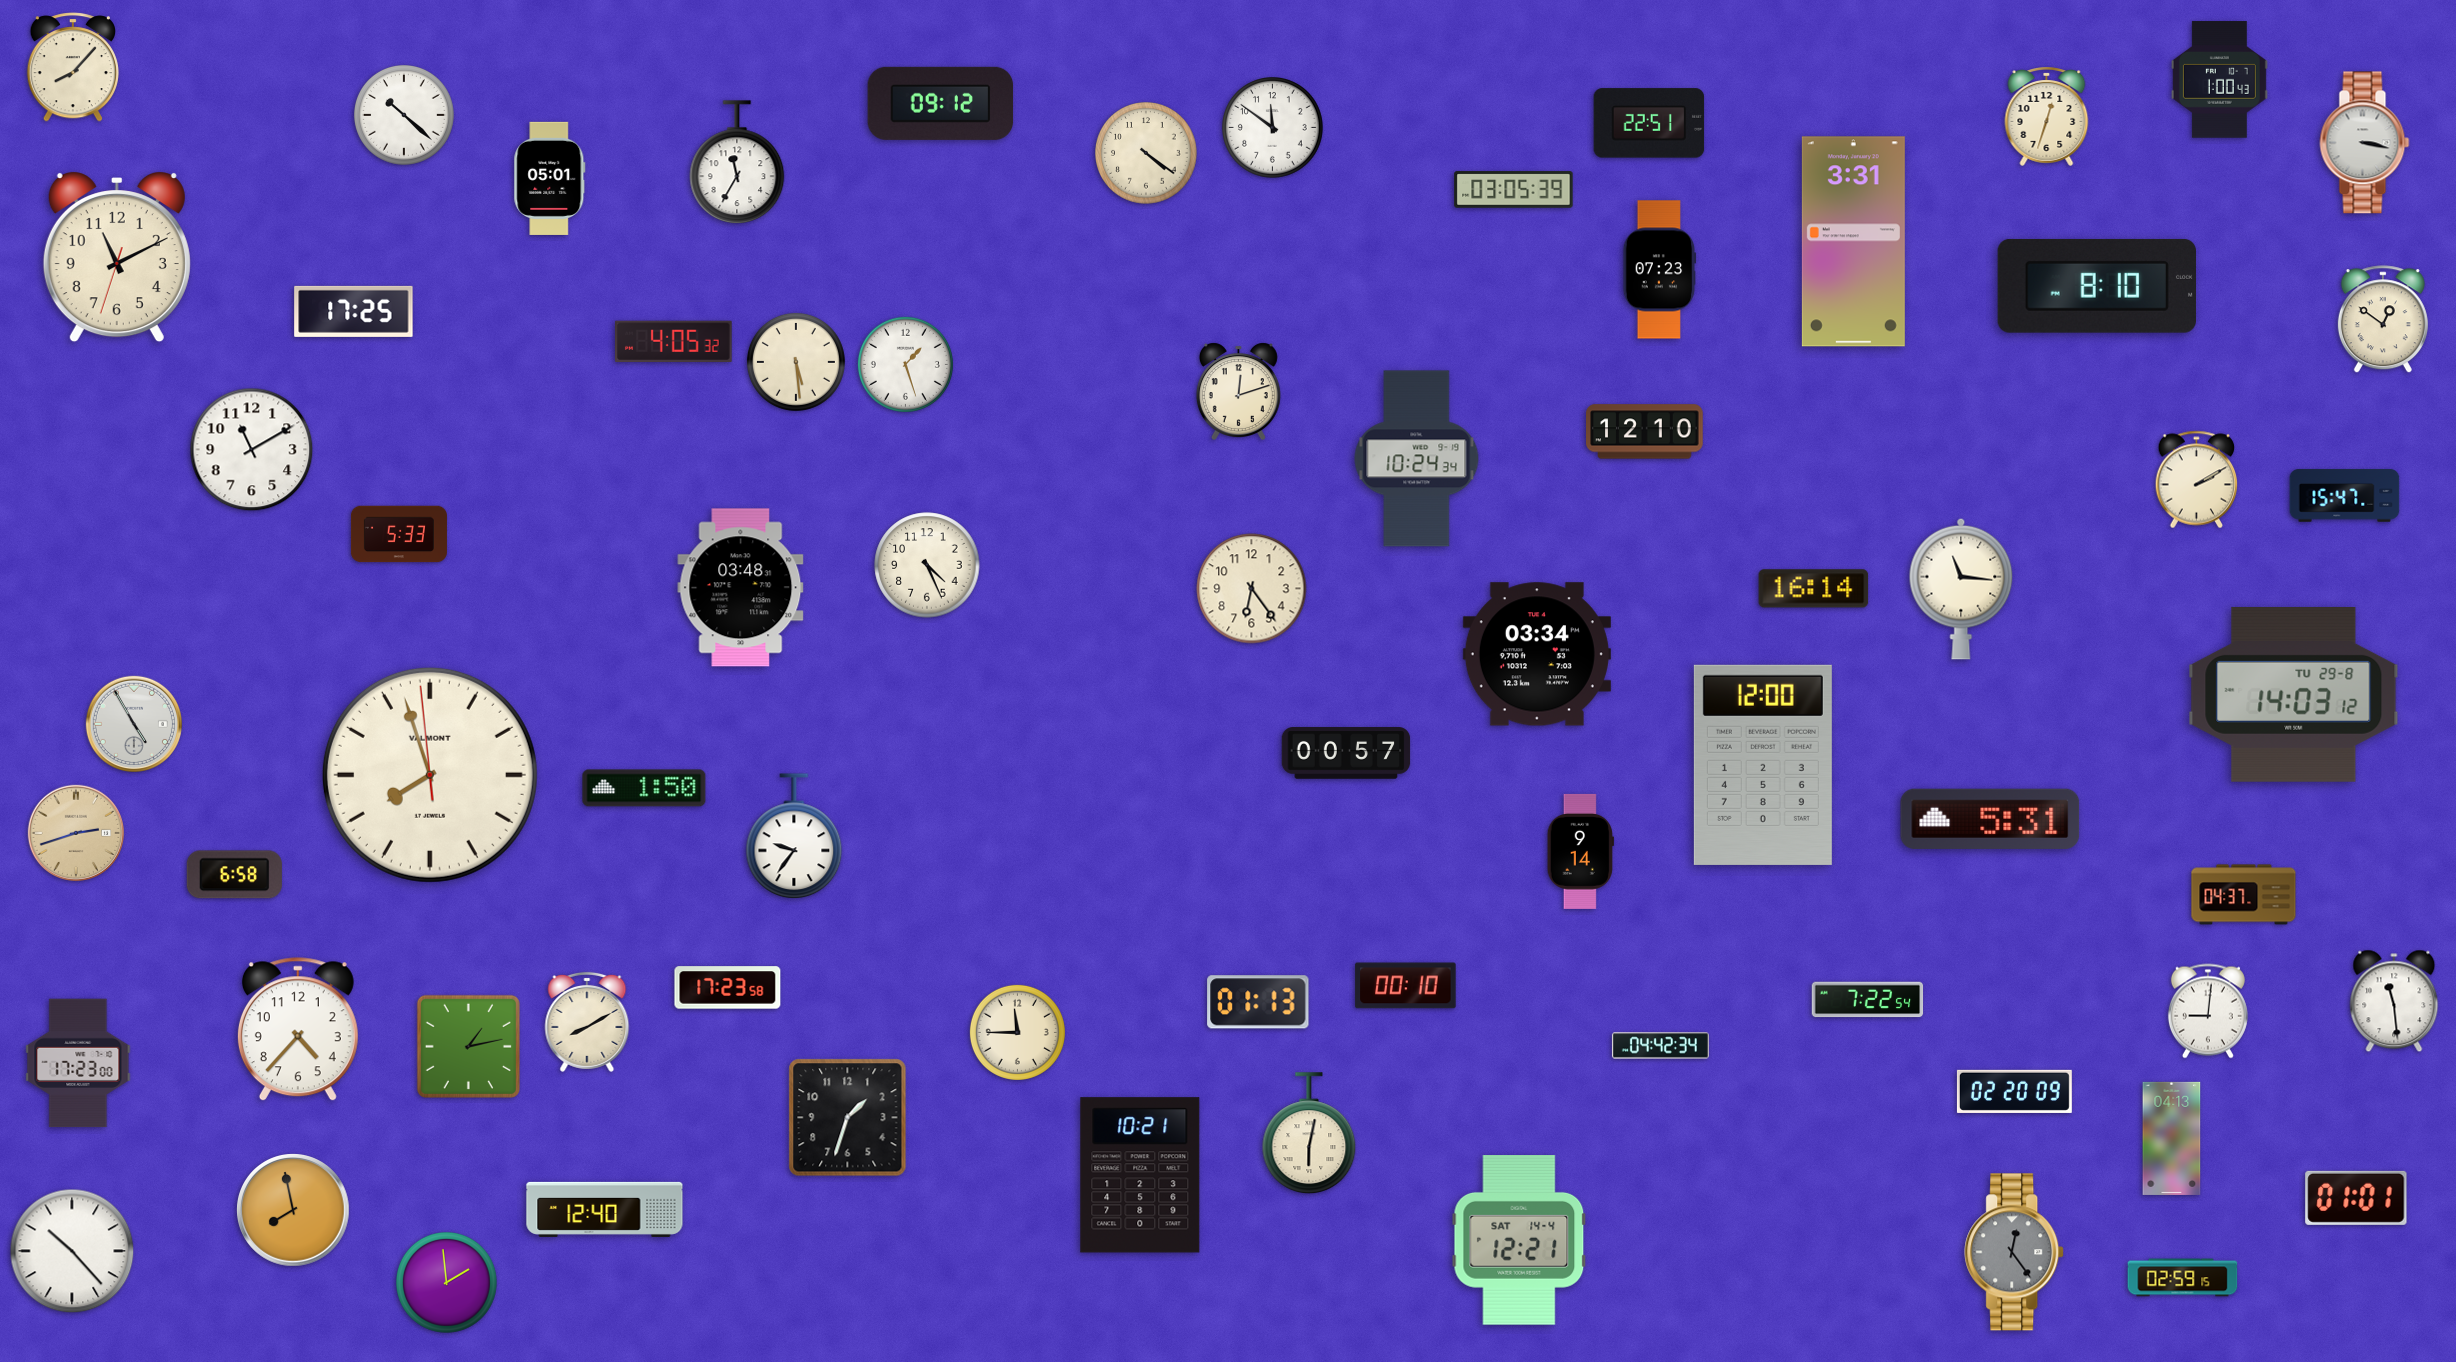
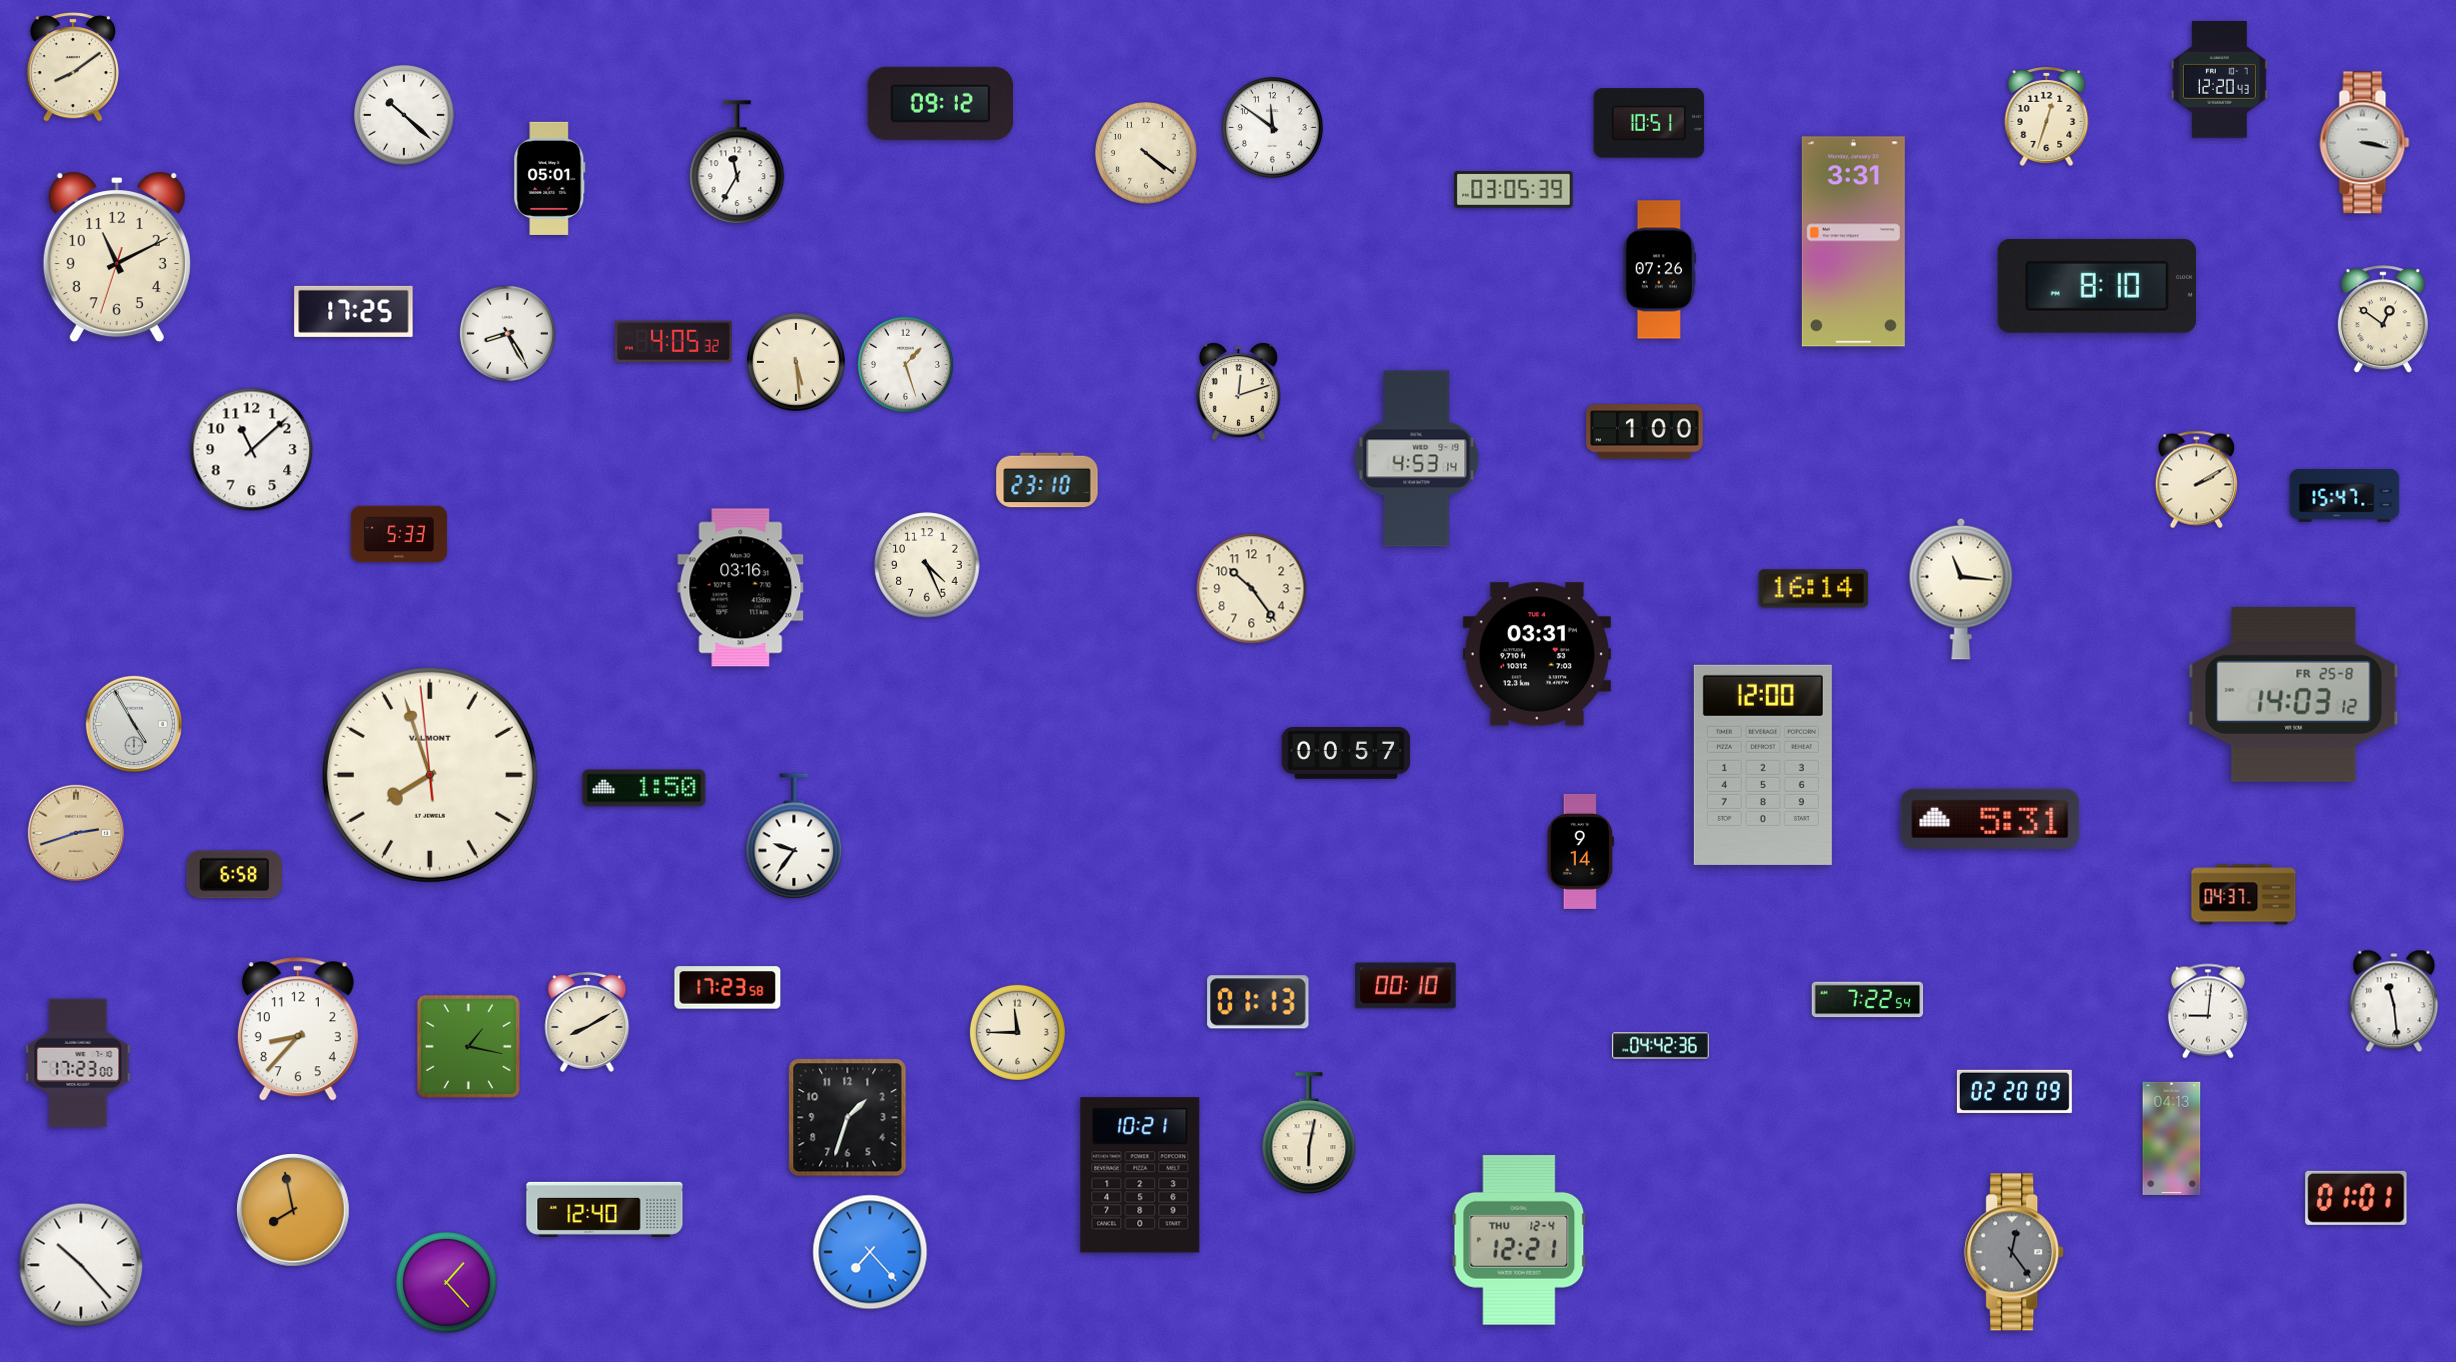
clock at (73, 67): 8:07 -> 8:09
clock at (2219, 80): 1:00 -> 12:20
clock at (1649, 123): 22:51 -> 10:51
clock at (1660, 270): 07:23 -> 07:26
clock at (507, 333): none -> 8:25
clock at (1645, 432): 12:10 -> 1:00
clock at (252, 450): 11:10 -> 11:08
clock at (1417, 459): 10:24 -> 4:53
clock at (1047, 480): none -> 23:10
clock at (741, 588): 03:48 -> 03:16
clock at (1252, 589): 6:24 -> 10:24
clock at (1537, 654): 03:34 -> 03:31
clock at (2294, 694) date: TU 29-8 -> FR 25-8
clock at (298, 1030): 4:37 -> 8:37
clock at (468, 1046): 1:13 -> 1:17
clock at (1660, 1046): 04:42:34 -> 04:42:36
clock at (1519, 1241) date: SAT 14-4 -> THU 12-4
clock at (72, 1251) position: (72, 1251) -> (81, 1265)
clock at (870, 1252): none -> 7:23
clock at (2183, 1278): 02:59 -> none
clock at (447, 1283): 1:59 -> 1:23
